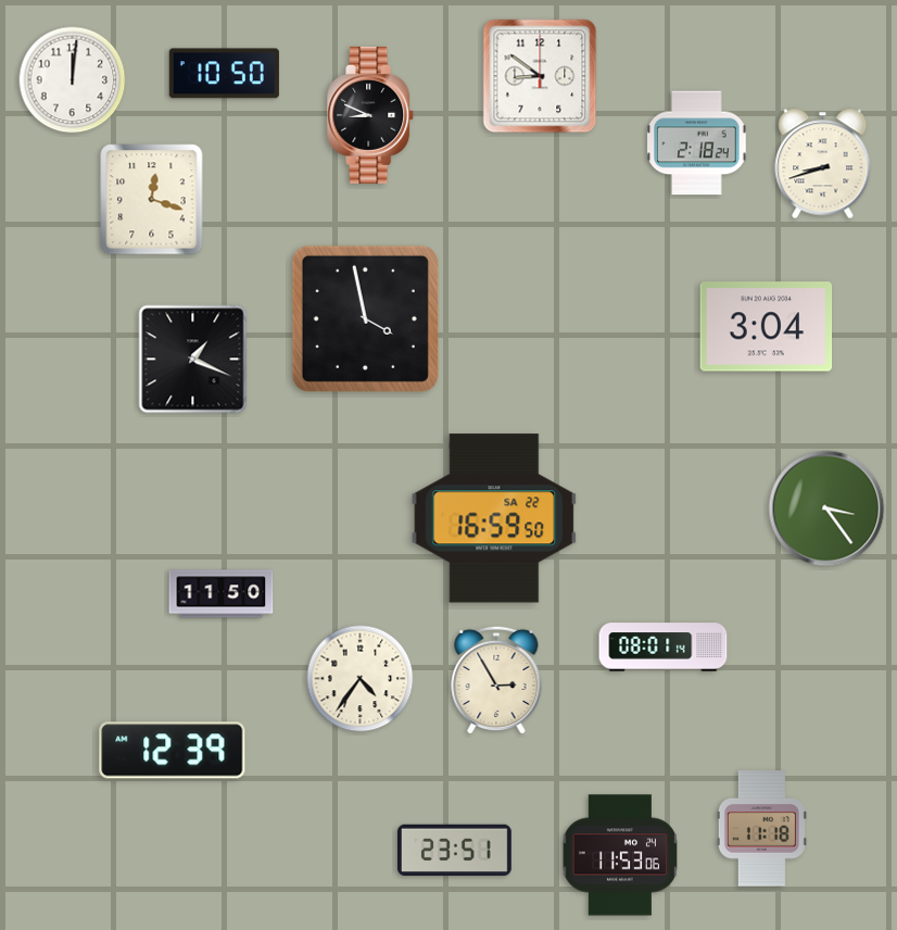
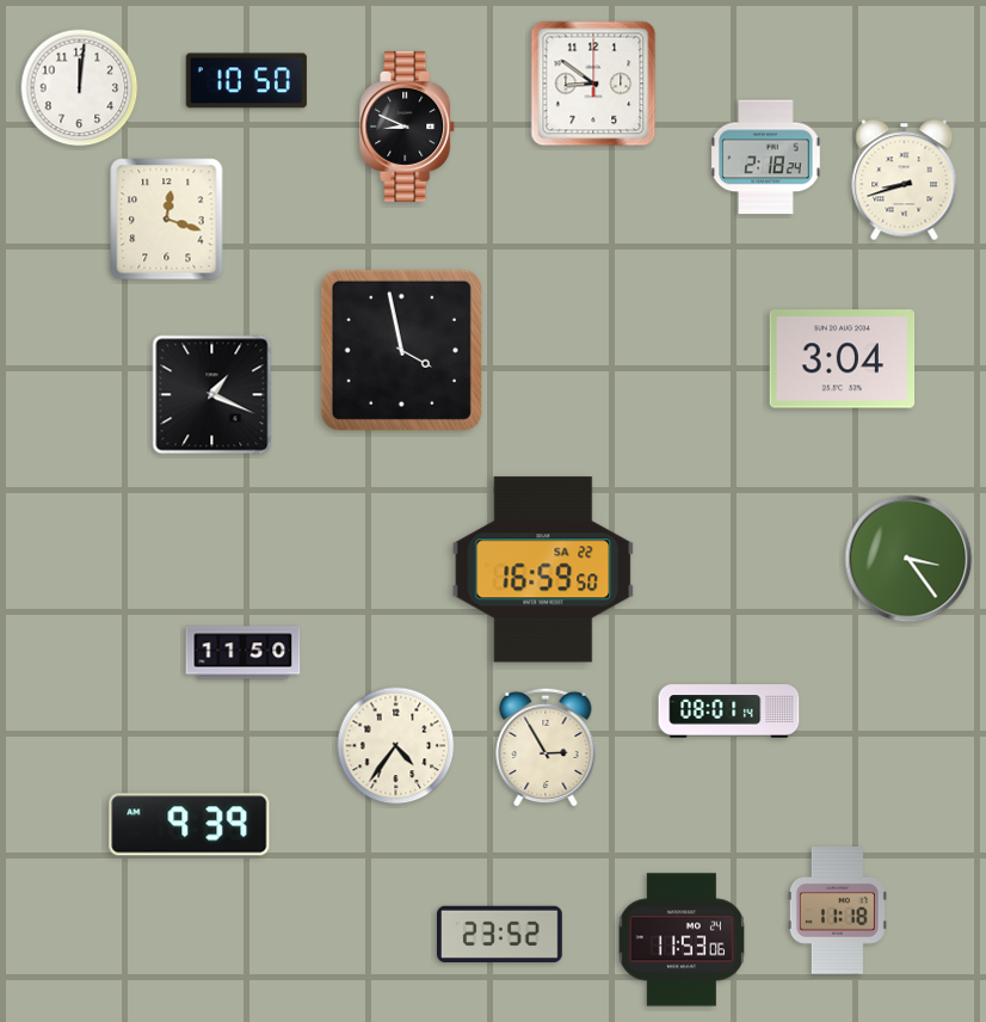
clock at (173, 751): 12:39 -> 9:39
clock at (455, 851): 23:51 -> 23:52
